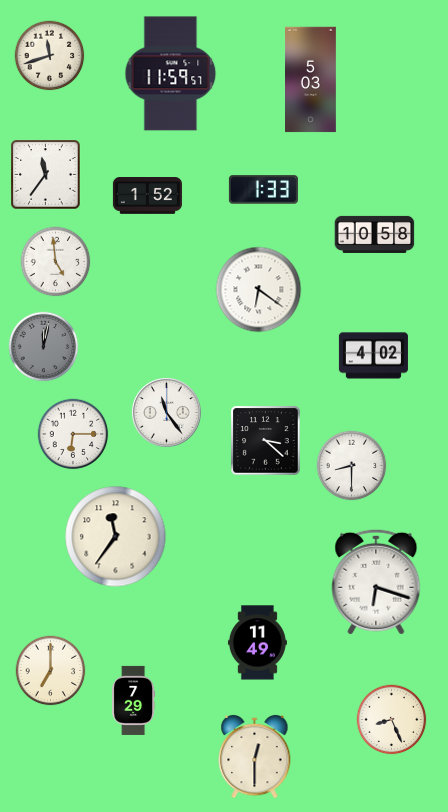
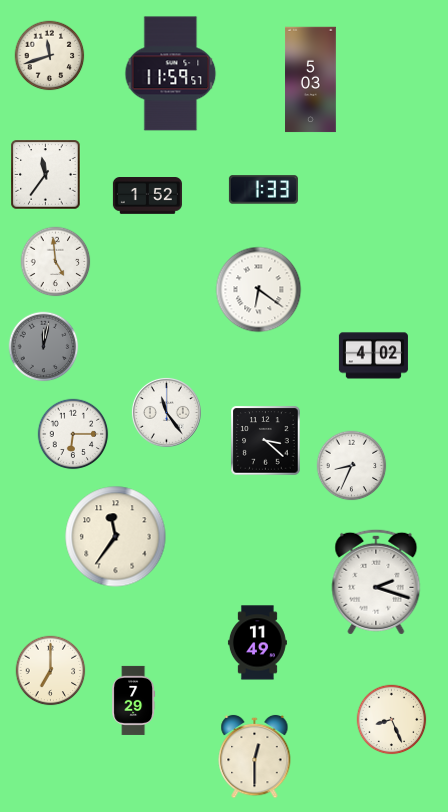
clock at (375, 234): 10:58 -> none
clock at (352, 466): 8:30 -> 8:34
clock at (376, 582): 6:18 -> 2:18
